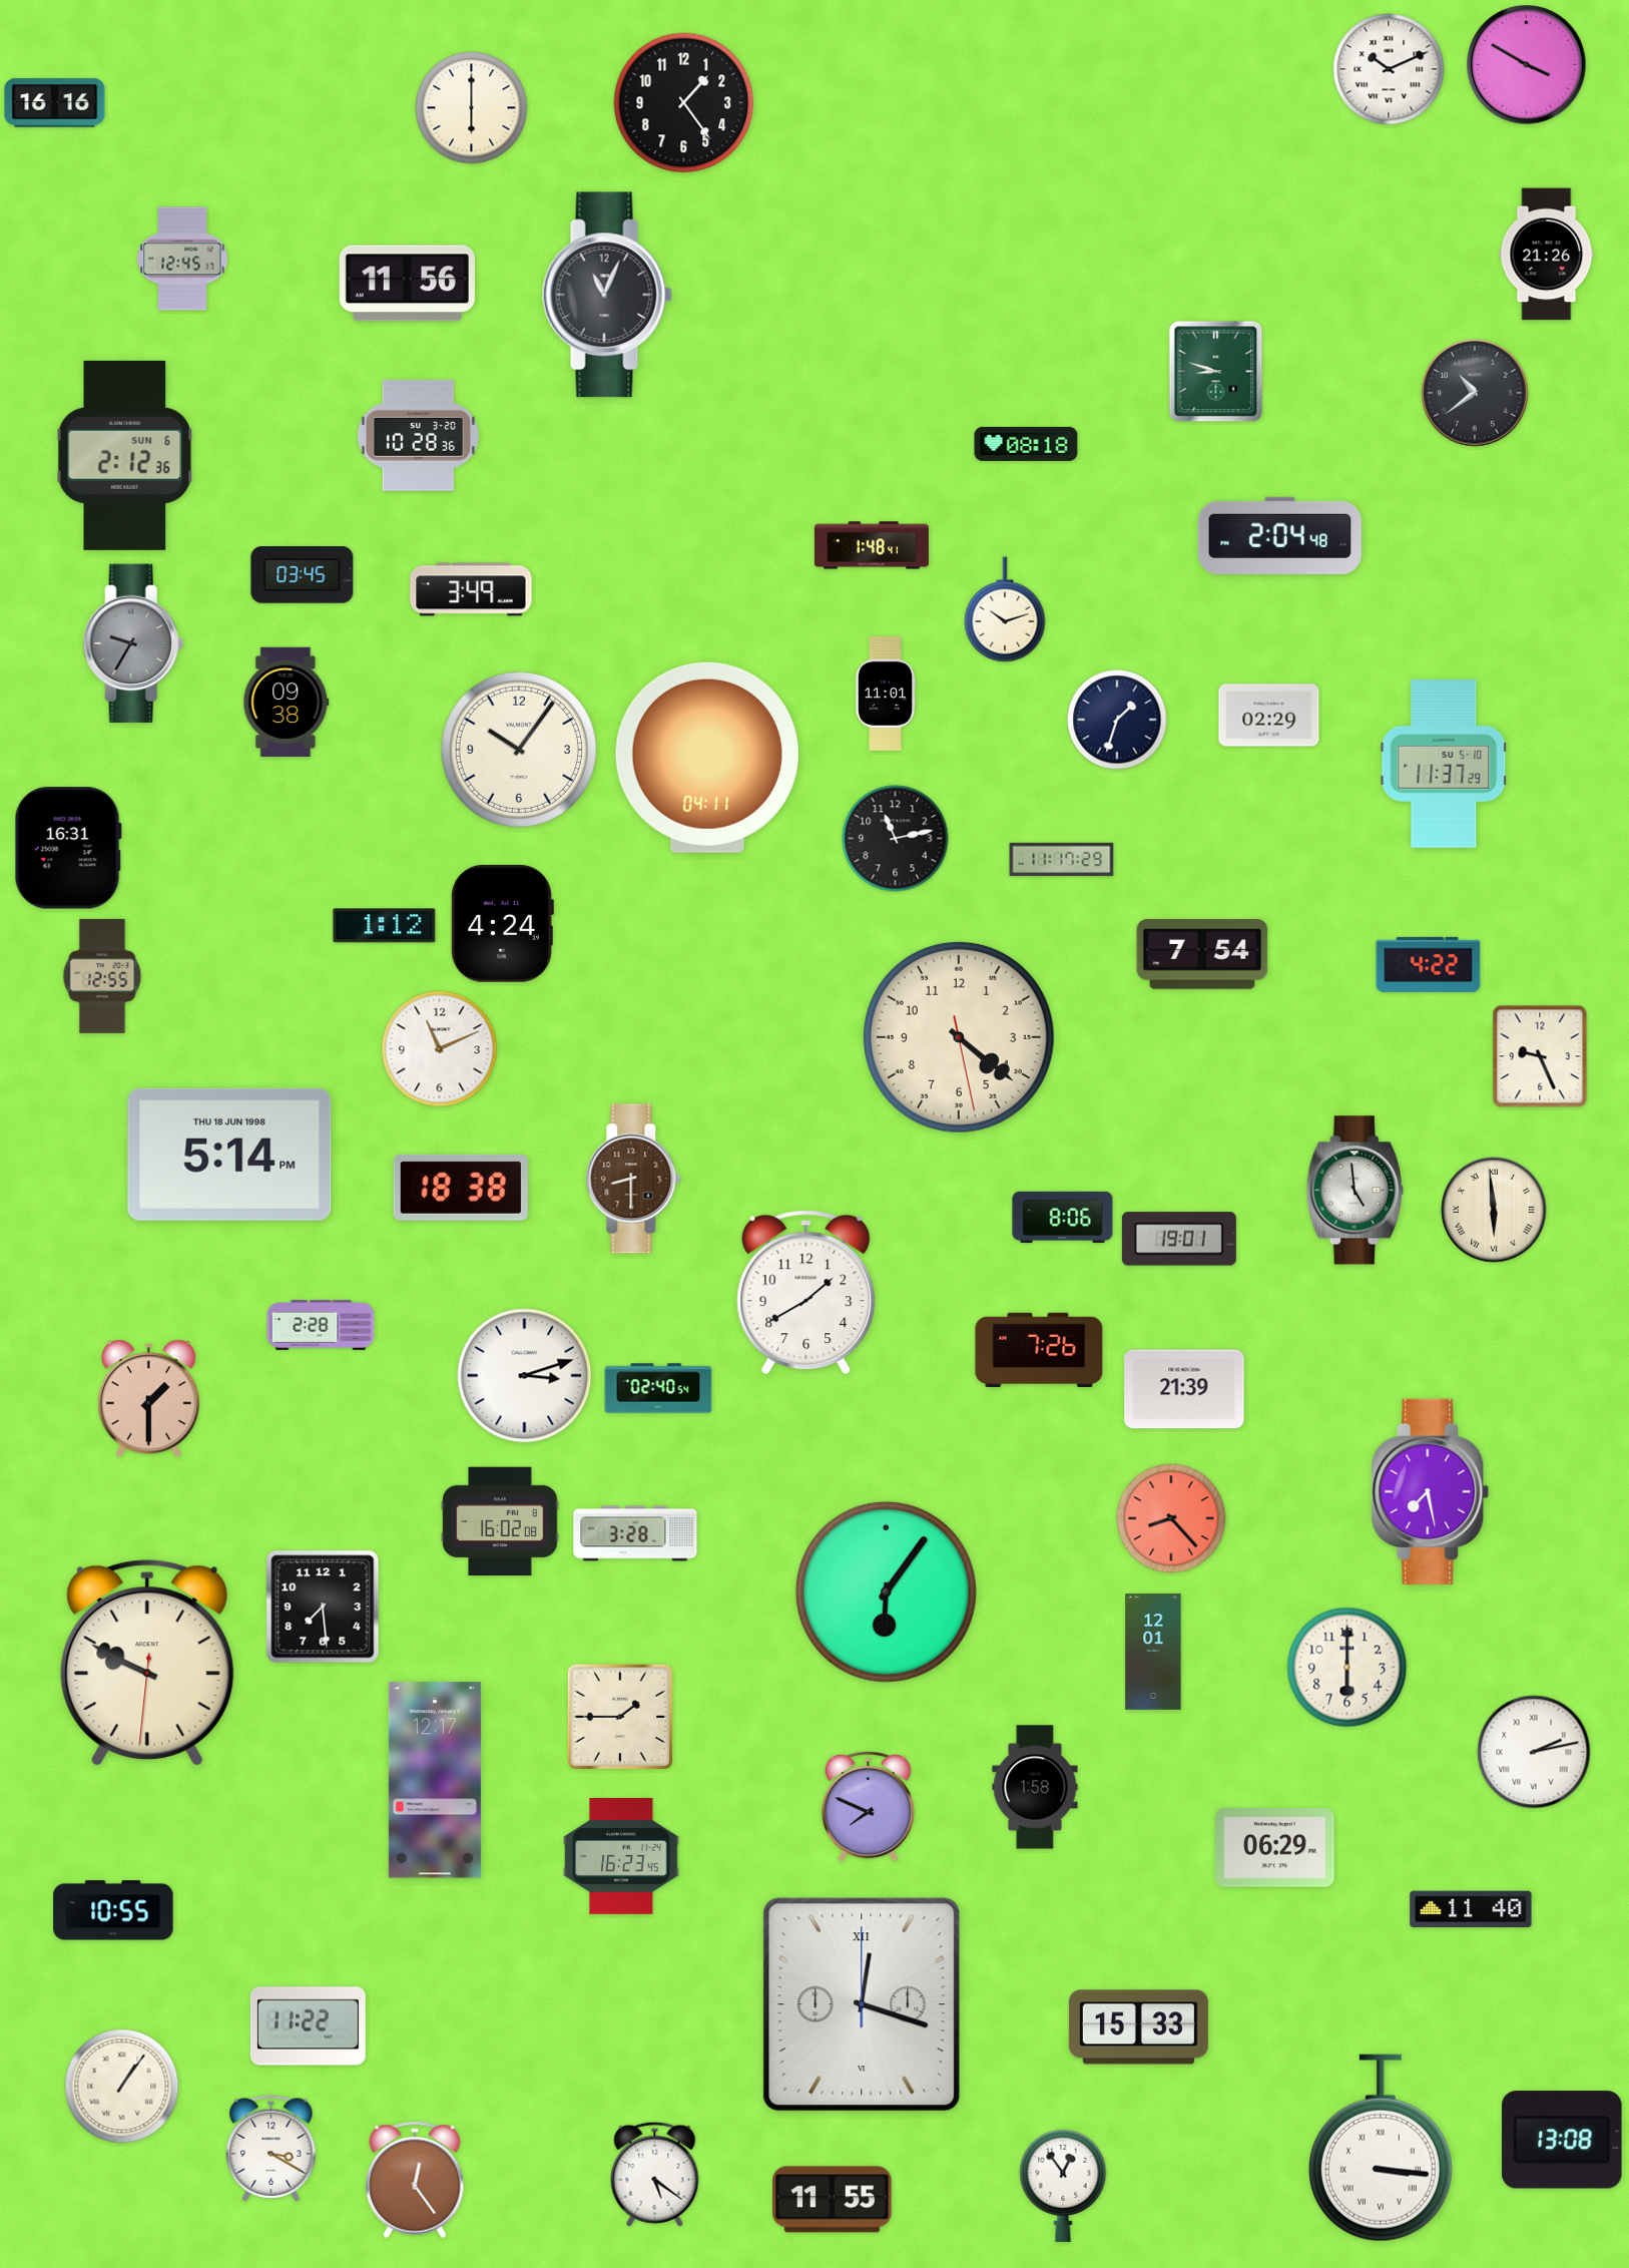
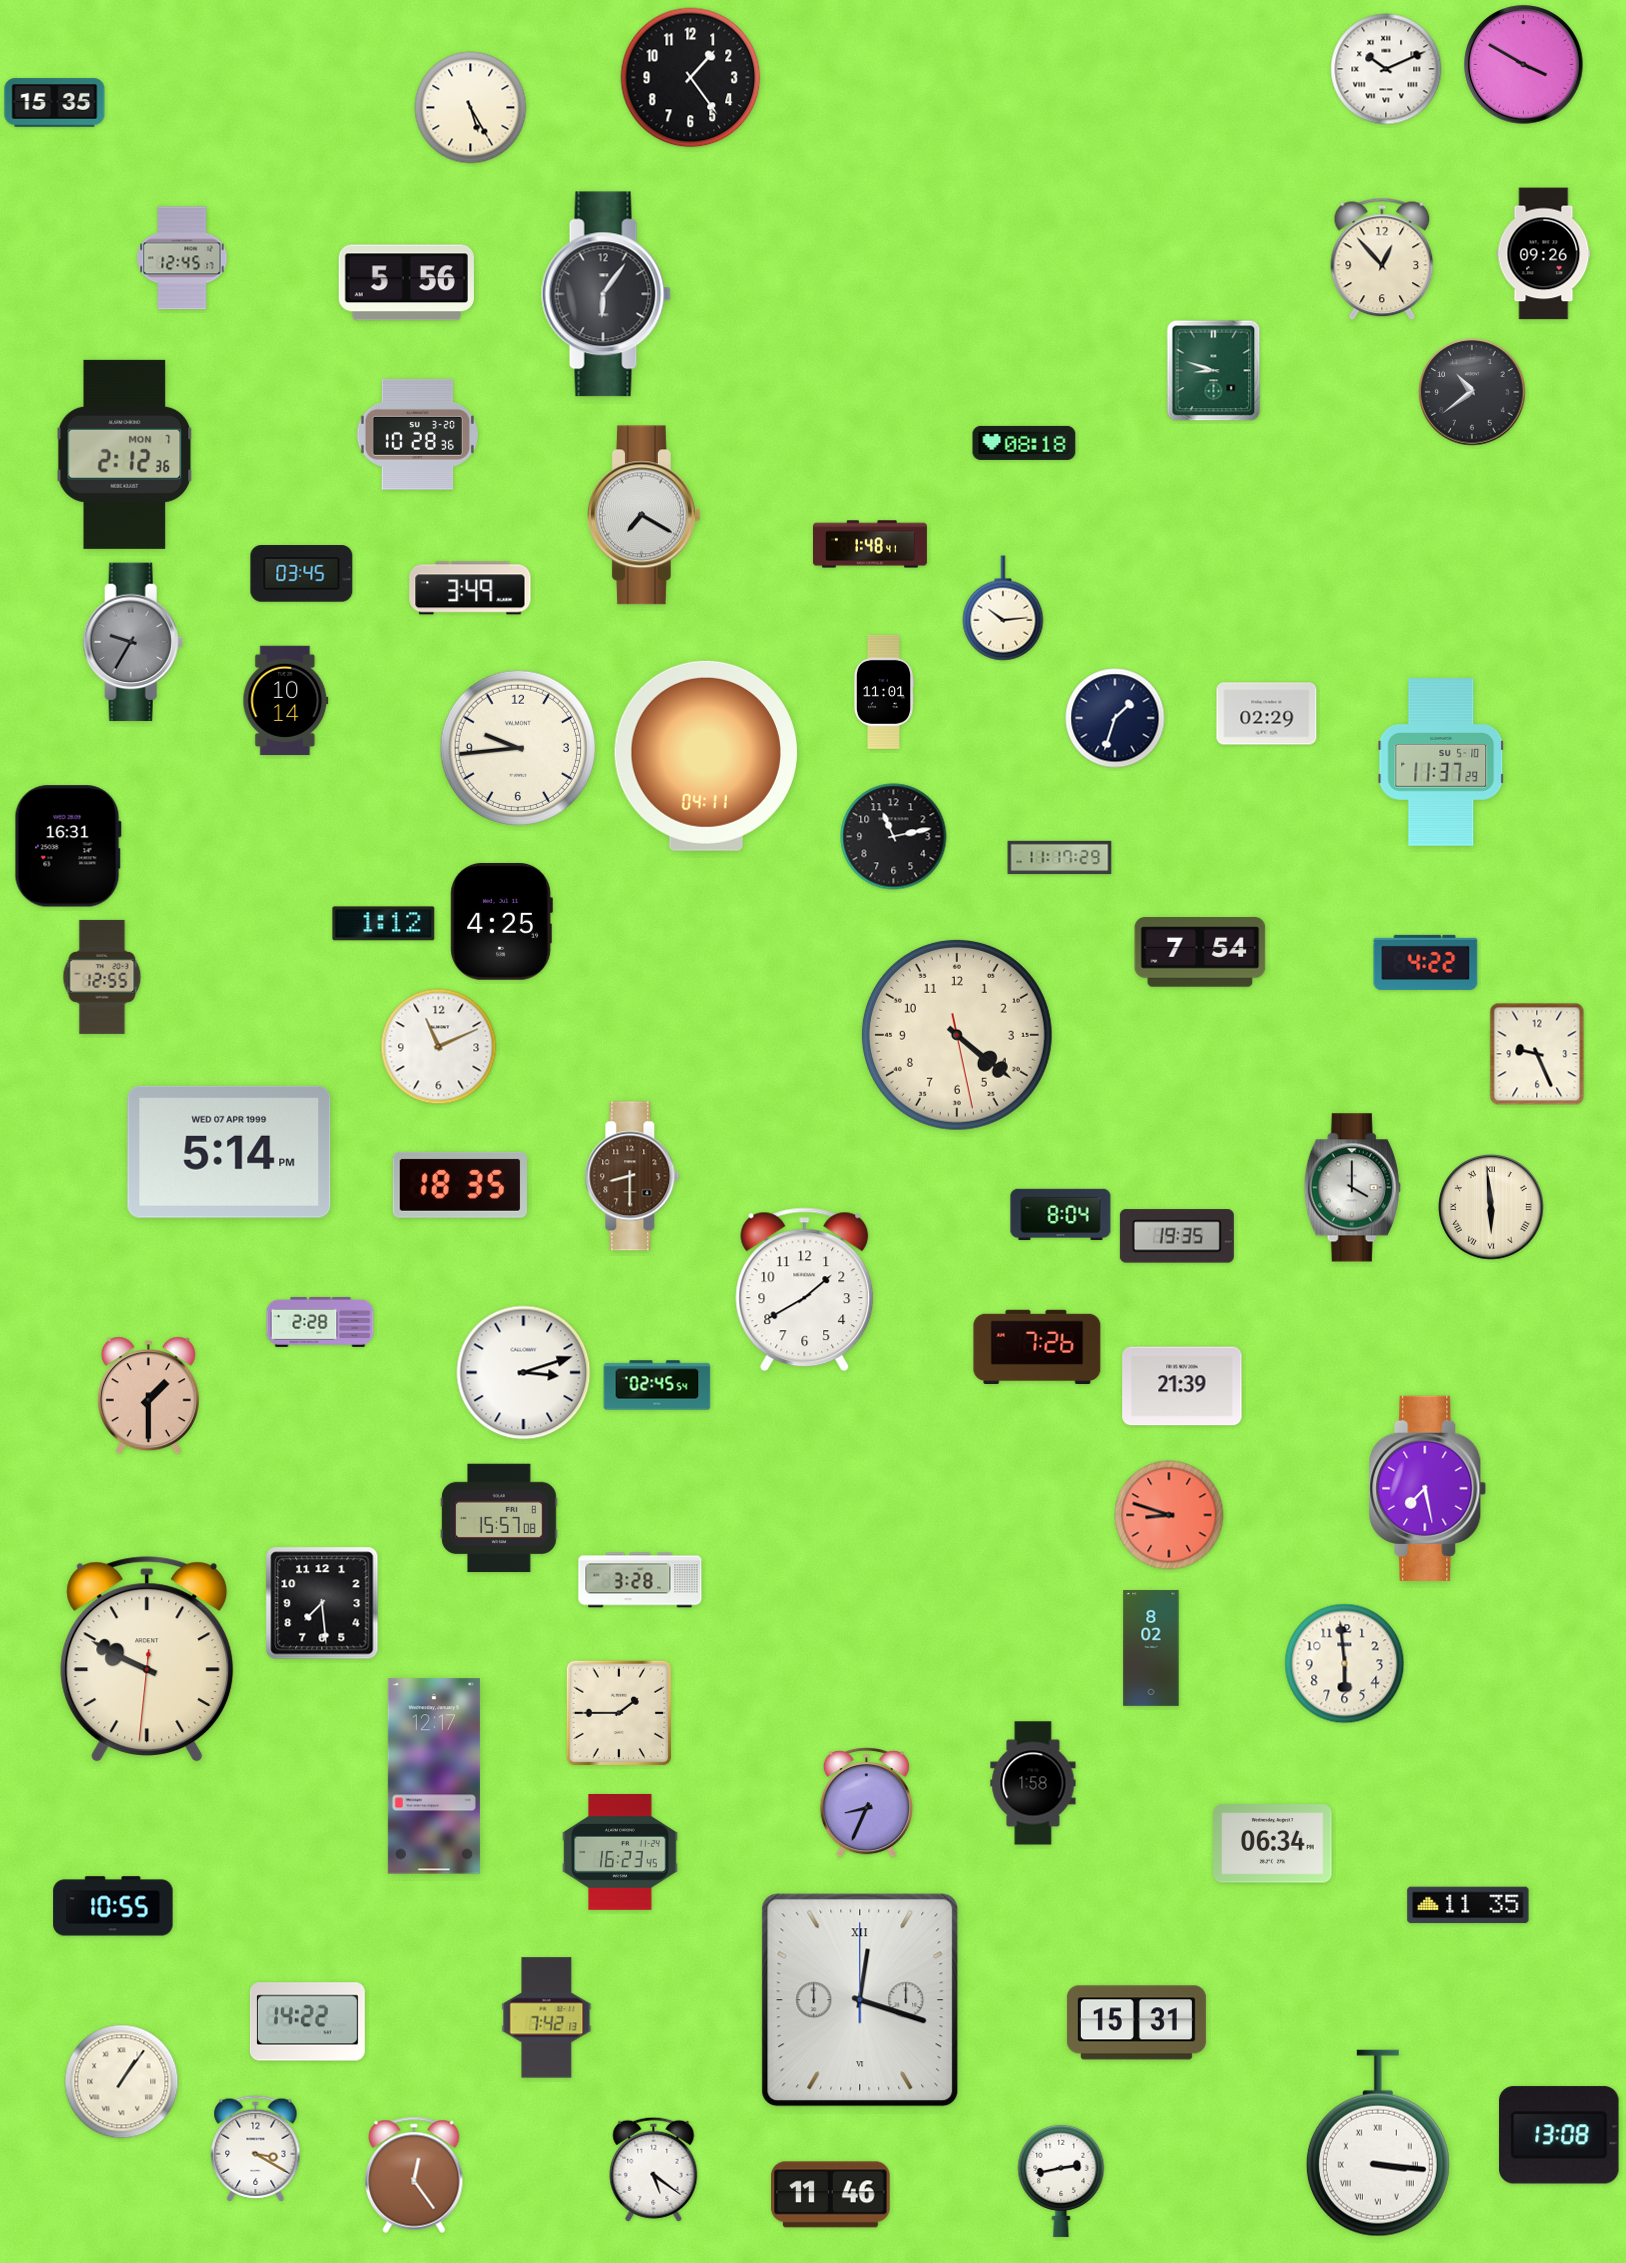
clock at (55, 103): 16:16 -> 15:35
clock at (684, 103) position: (684, 103) -> (691, 78)
clock at (472, 108): 6:00 -> 5:25
clock at (1547, 255): 21:26 -> 09:26
clock at (1382, 259): none -> 12:53
clock at (407, 284): 11:56 -> 5:56
clock at (607, 295): 11:04 -> 6:06
clock at (125, 455) date: SUN 6 -> MON 7
clock at (644, 515): none -> 7:20
clock at (1279, 535): 2:04 -> none
clock at (1005, 609): 10:12 -> 10:14
clock at (287, 703): 09:38 -> 10:14
clock at (518, 749): 10:06 -> 9:44
clock at (502, 923): 4:24 -> 4:25
clock at (102, 976) position: (102, 976) -> (102, 977)
clock at (229, 1155) date: THU 18 JUN 1998 -> WED 07 APR 1999
clock at (460, 1188): 18:38 -> 18:35
clock at (1354, 1191): 4:59 -> 4:00
clock at (1063, 1218): 8:06 -> 8:04
clock at (1179, 1239): 19:01 -> 19:35
clock at (658, 1388): 02:40 -> 02:45
clock at (1171, 1518): 8:23 -> 8:48
clock at (500, 1521): 16:02 -> 15:57
clock at (635, 1533) position: (635, 1533) -> (640, 1580)
clock at (886, 1592): 6:06 -> none
clock at (1153, 1652): 12:01 -> 8:02
clock at (1347, 1668): 6:00 -> 5:59
clock at (1534, 1752): 2:13 -> none
clock at (868, 1807): 7:49 -> 8:34
clock at (1275, 1848): 06:29 -> 06:34
clock at (1471, 1909): 11:40 -> 11:35
clock at (547, 2018): none -> 7:42
clock at (308, 2026): 11:22 -> 14:22
clock at (1138, 2027): 15:33 -> 15:31
clock at (271, 2149) position: (271, 2149) -> (256, 2149)
clock at (1063, 2185): 12:54 -> 2:43
clock at (833, 2200): 11:55 -> 11:46
